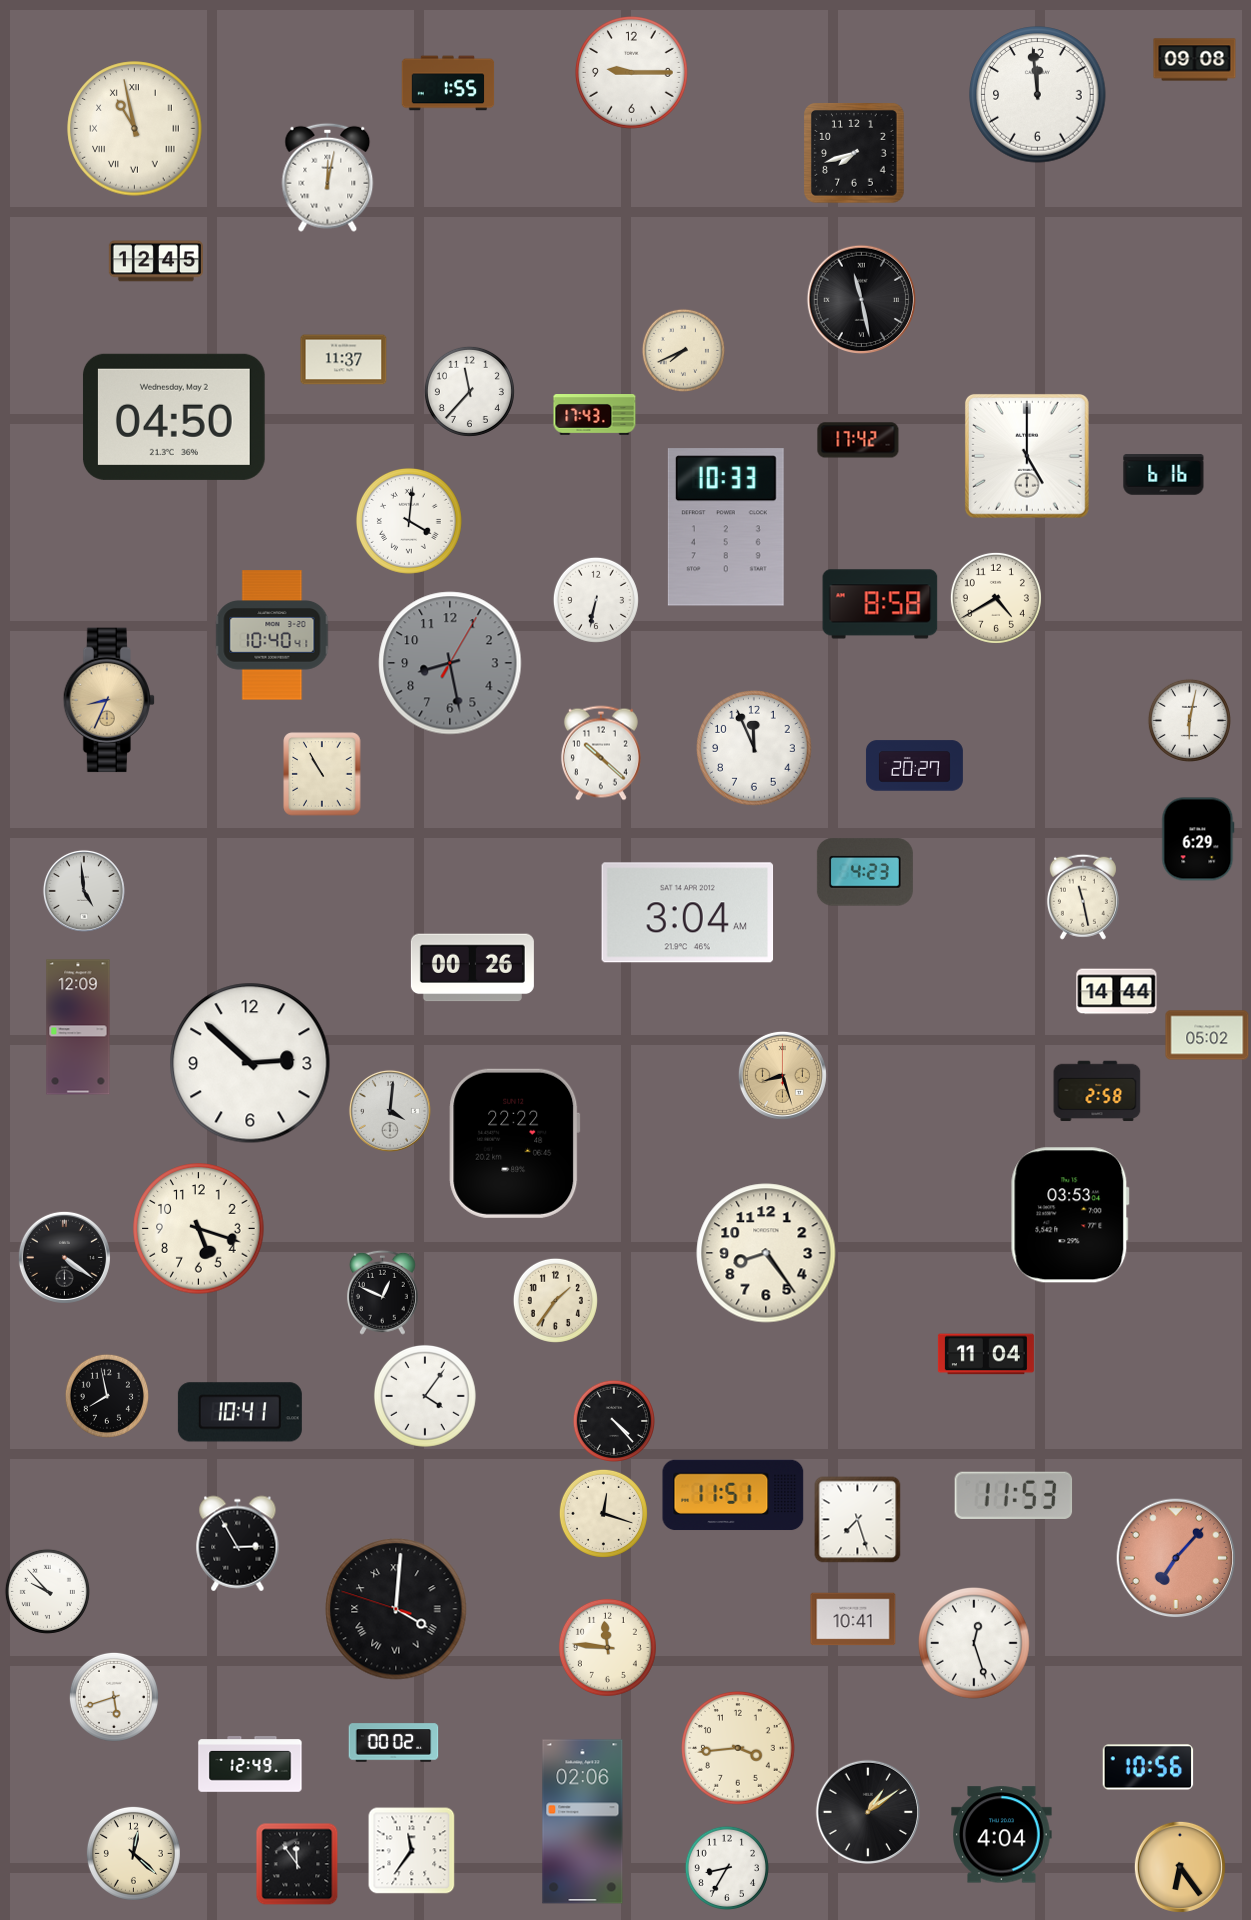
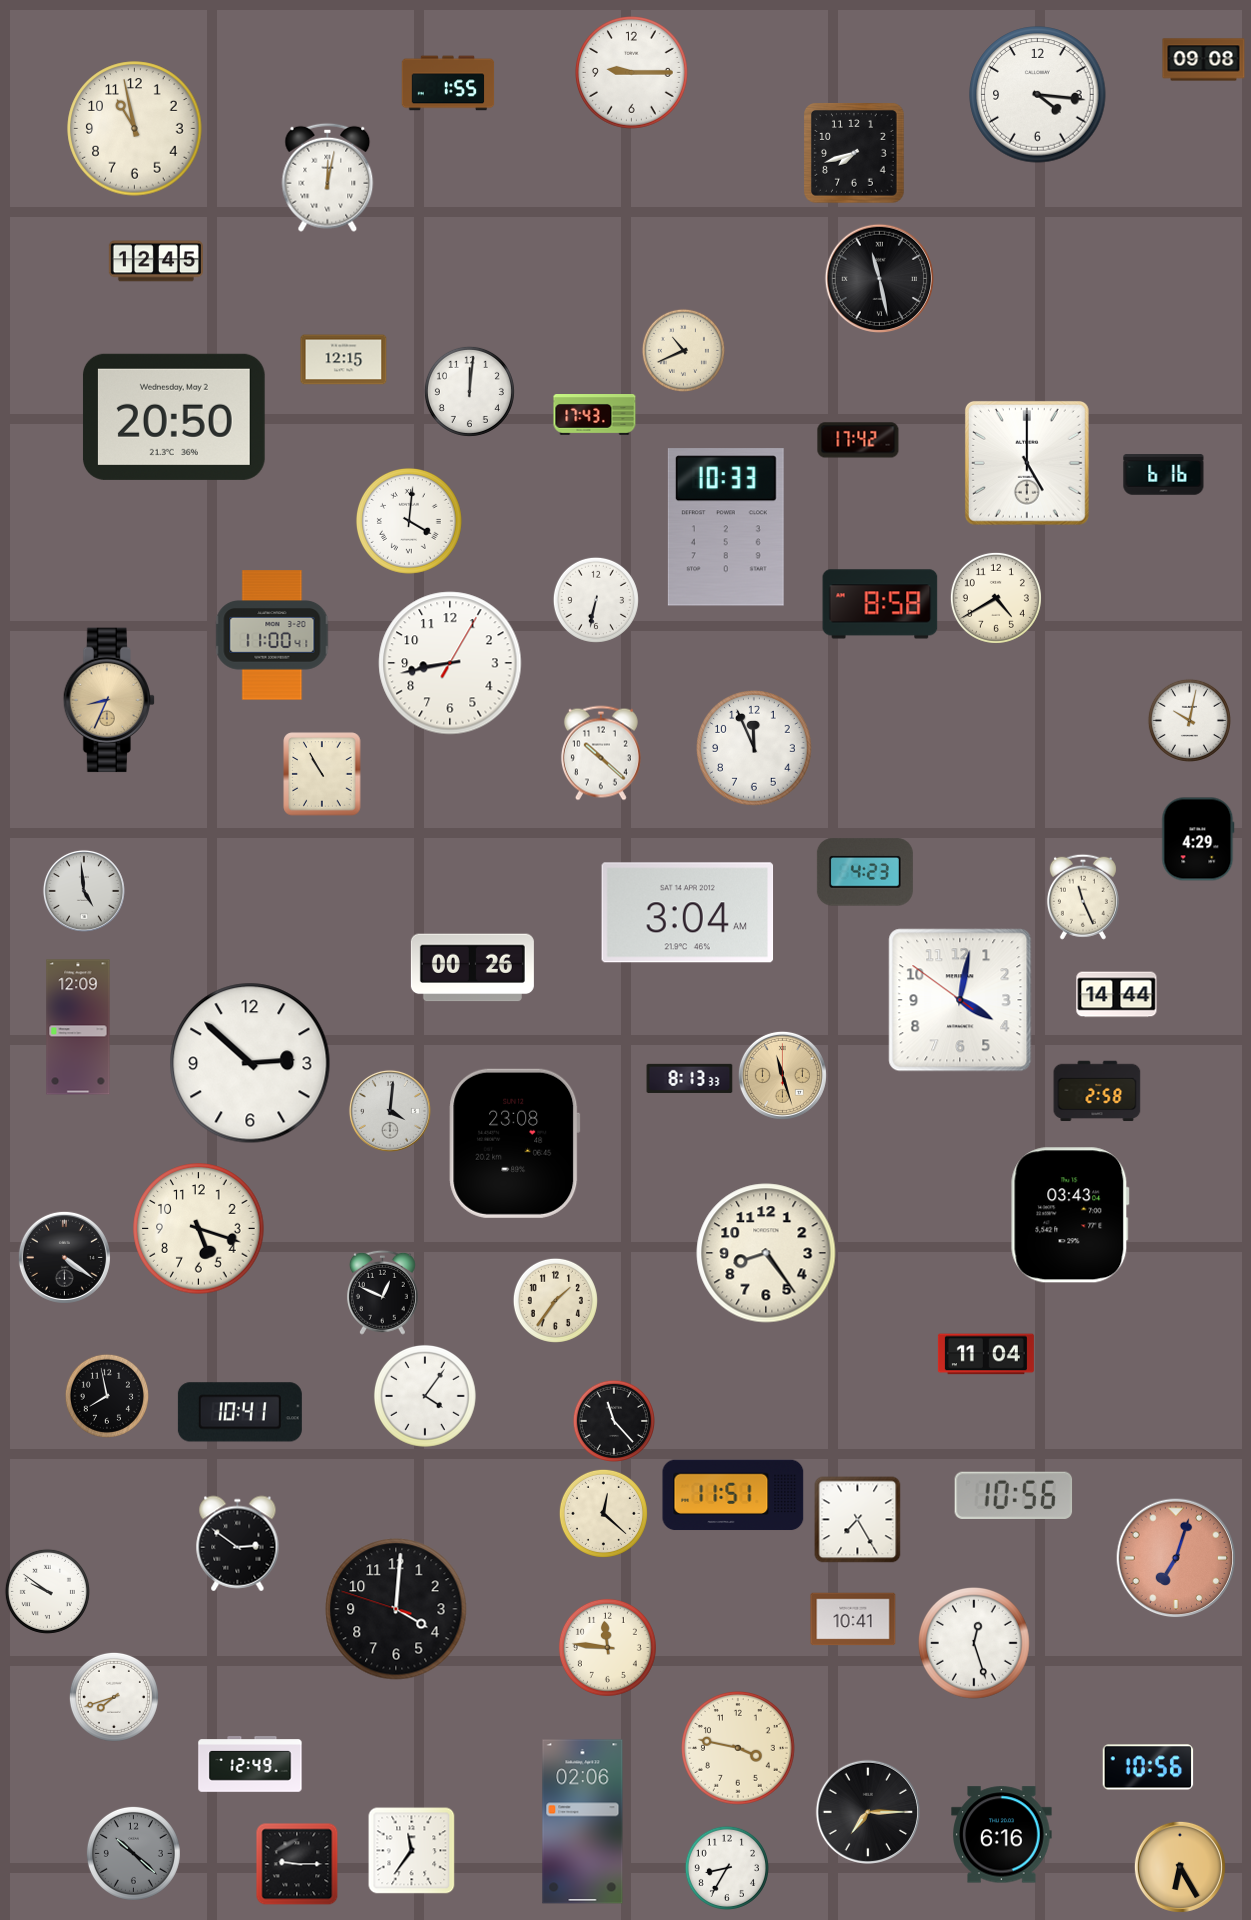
clock at (1195, 60) position: (1195, 60) -> (1204, 60)
clock at (1038, 95): 11:59 -> 4:16
clock at (135, 129) numerals: Roman -> Arabic
clock at (861, 299) position: (861, 299) -> (879, 278)
clock at (683, 350): 7:41 -> 10:41
clock at (344, 360): 11:37 -> 12:15
clock at (469, 391): 11:37 -> 12:01
clock at (174, 417): 04:50 -> 20:50
clock at (1027, 456) position: (1027, 456) -> (1027, 463)
clock at (272, 635): 10:40 -> 11:00
clock at (450, 663): 8:28 -> 8:43
clock at (450, 663) dial: grey -> white
clock at (1189, 720): 6:02 -> 10:02
clock at (914, 766): 20:27 -> none
clock at (1198, 839): 6:29 -> 4:29
clock at (1083, 897): 11:28 -> 11:26
clock at (1117, 992) position: (1117, 992) -> (1117, 995)
clock at (960, 1000): none -> 4:01
clock at (1207, 1035): 05:02 -> none
clock at (782, 1075): 8:27 -> 11:27
clock at (690, 1078): none -> 8:13
clock at (515, 1143): 22:22 -> 23:08
clock at (1070, 1215): 03:53 -> 03:43
clock at (614, 1421): 4:23 -> 11:23
clock at (1014, 1495): 11:53 -> 10:56
clock at (603, 1513): 12:18 -> 12:22
clock at (858, 1520): 7:27 -> 7:25
clock at (238, 1544): 2:55 -> 2:51
clock at (1176, 1558): 7:07 -> 7:03
clock at (47, 1591): 9:53 -> 9:51
clock at (396, 1609) numerals: Roman -> Arabic
clock at (114, 1697): 5:42 -> 7:42
clock at (394, 1743): 00:02 -> none
clock at (739, 1749): 3:44 -> 3:47
clock at (868, 1812): 1:09 -> 7:15
clock at (1002, 1835): 4:04 -> 6:16
clock at (133, 1853): 12:22 -> 10:22
clock at (133, 1853) dial: cream -> grey
clock at (297, 1864): 11:54 -> 9:15
clock at (1180, 1867): 6:24 -> 6:25
